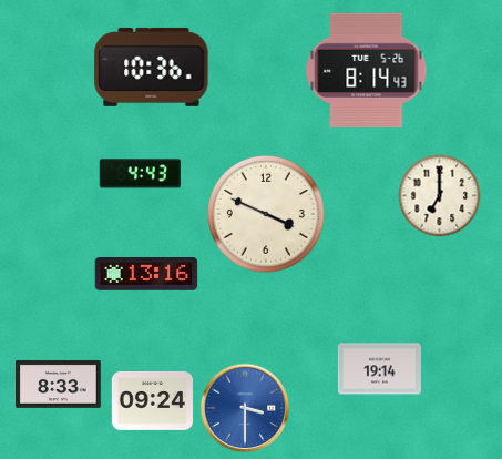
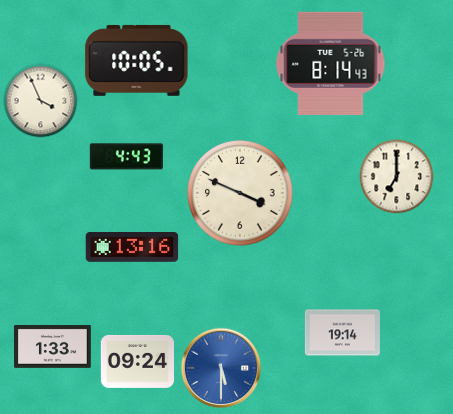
clock at (152, 67): 10:36 -> 10:05
clock at (41, 101): none -> 3:56
clock at (59, 385): 8:33 -> 1:33
clock at (245, 408): 3:30 -> 5:30
